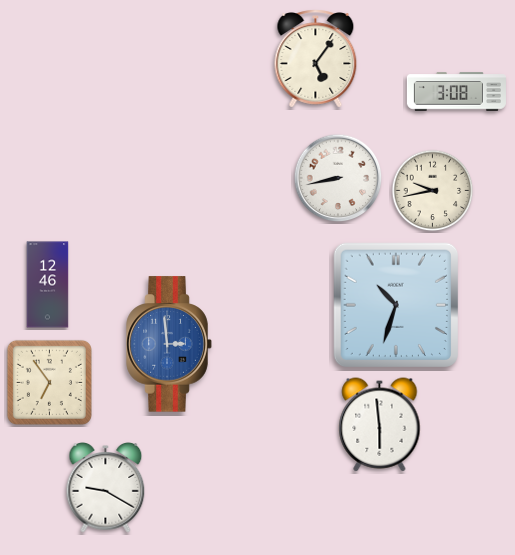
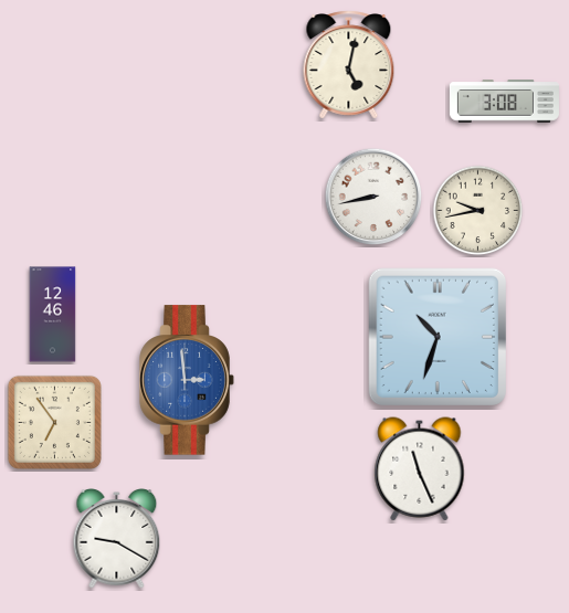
clock at (316, 59): 5:06 -> 5:02
clock at (380, 425): 5:59 -> 11:26
